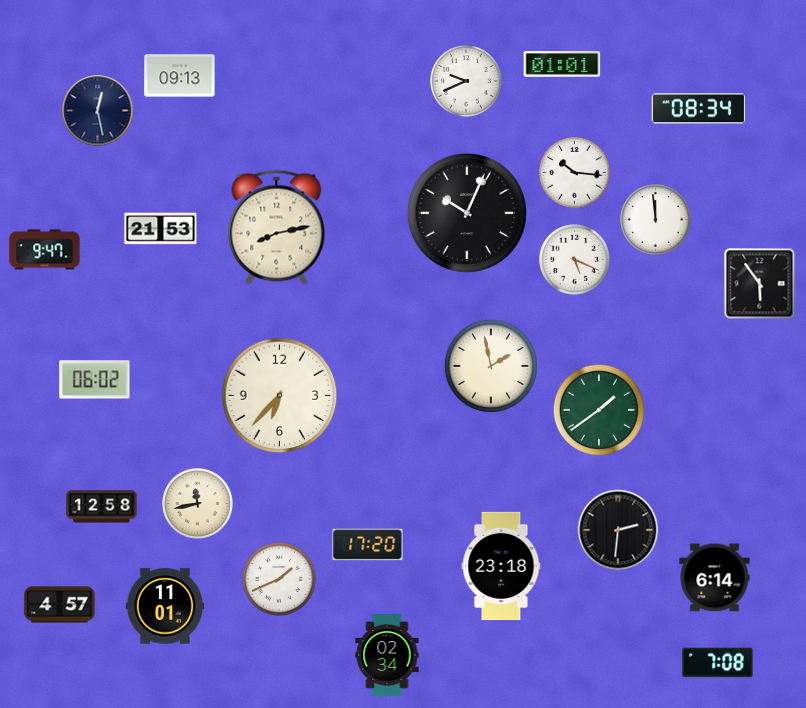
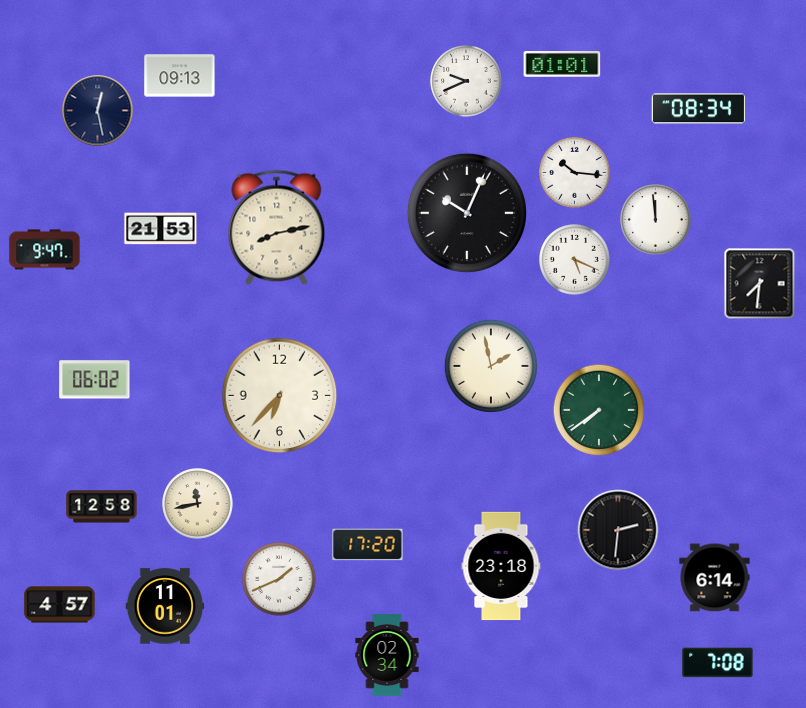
clock at (760, 284): 5:54 -> 7:31
clock at (599, 410): 1:39 -> 7:39
